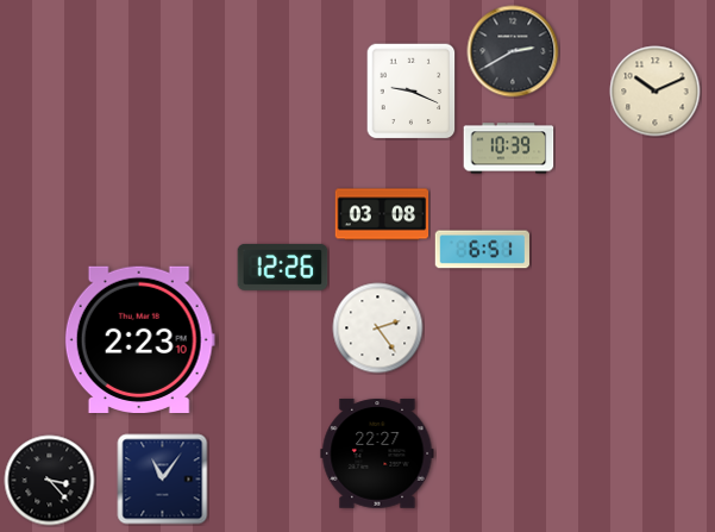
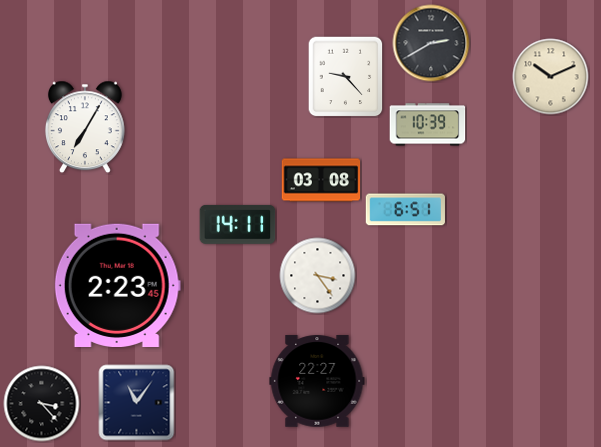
clock at (412, 92): 9:19 -> 9:23
clock at (85, 127): none -> 7:05
clock at (283, 267): 12:26 -> 14:11
clock at (378, 328): 2:24 -> 3:24
clock at (139, 339): 2:23:10 -> 2:23:45
